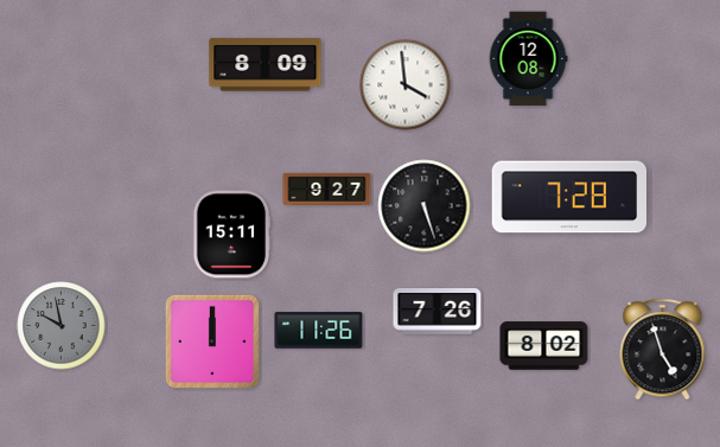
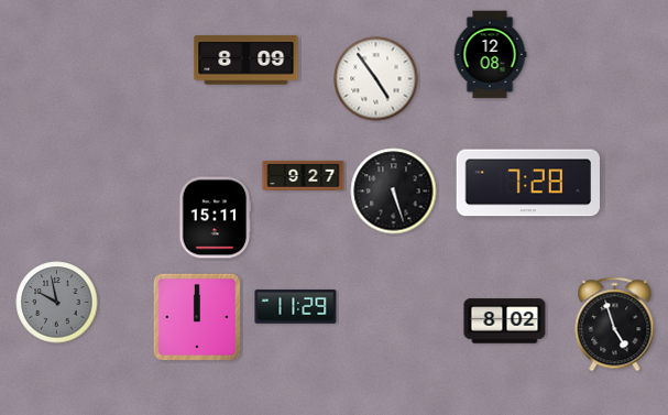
clock at (406, 85): 3:59 -> 4:54
clock at (438, 312): 7:26 -> none
clock at (319, 331): 11:26 -> 11:29
